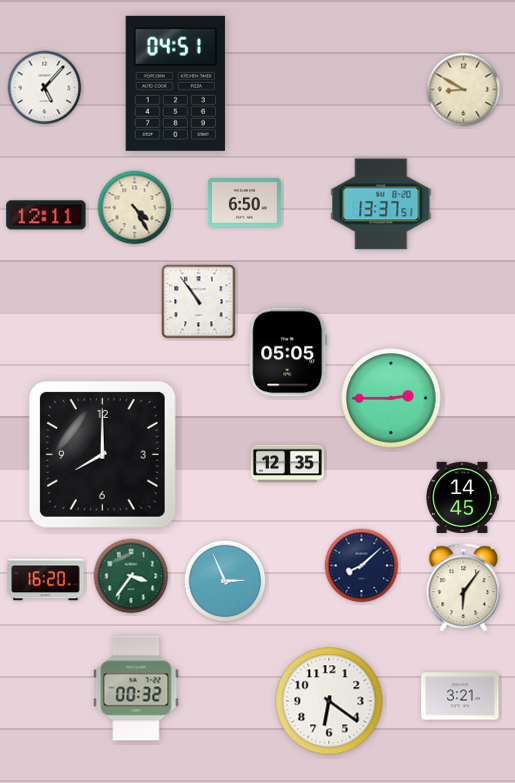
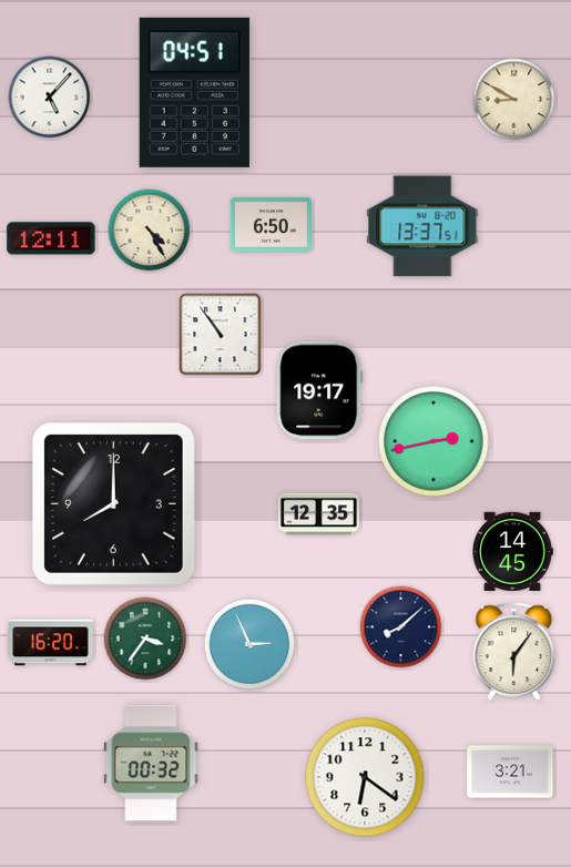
clock at (288, 352): 05:05 -> 19:17
clock at (391, 398): 2:45 -> 2:43
